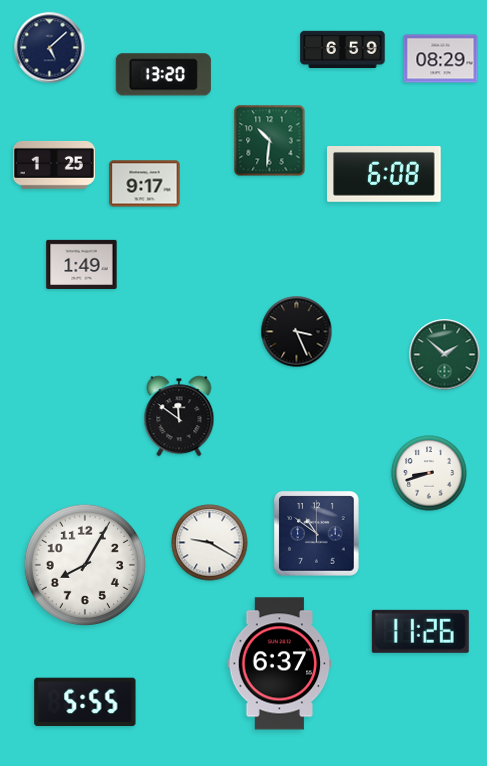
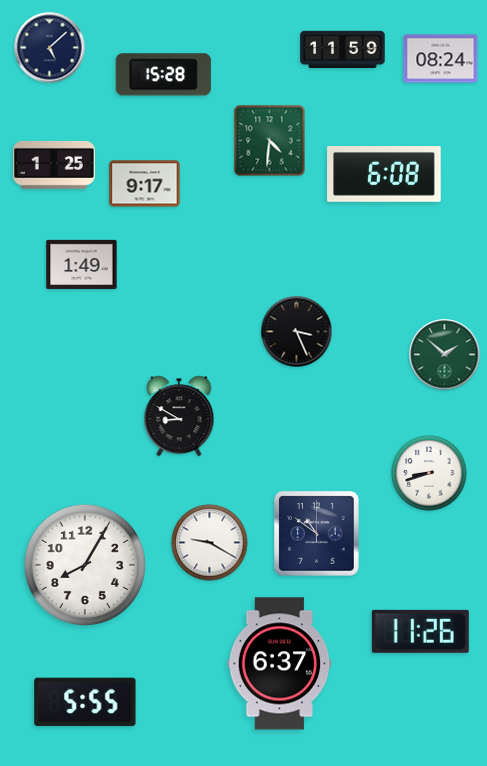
clock at (343, 50): 6:59 -> 11:59
clock at (441, 59): 08:29 -> 08:24
clock at (163, 75): 13:20 -> 15:28
clock at (270, 141): 10:31 -> 4:31
clock at (179, 416): 11:51 -> 8:50
